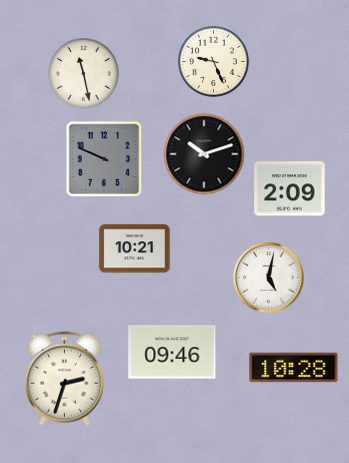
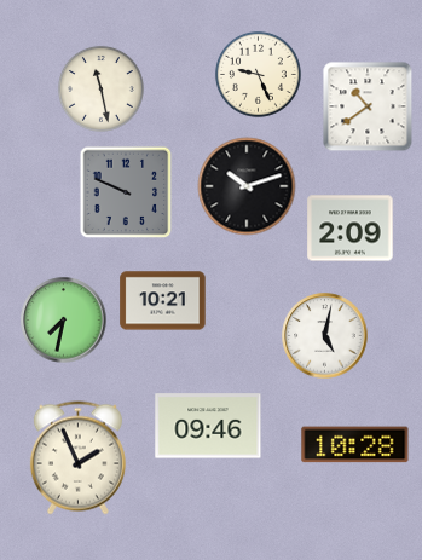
clock at (368, 106): none -> 10:39
clock at (64, 321): none -> 7:32
clock at (64, 379): 2:33 -> 1:56
